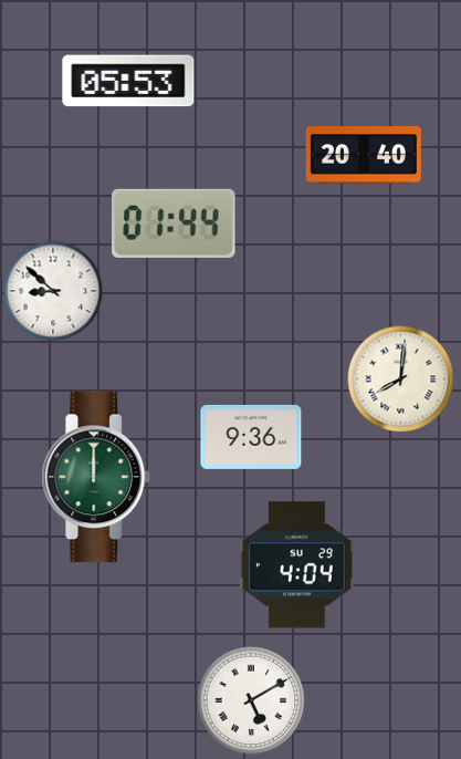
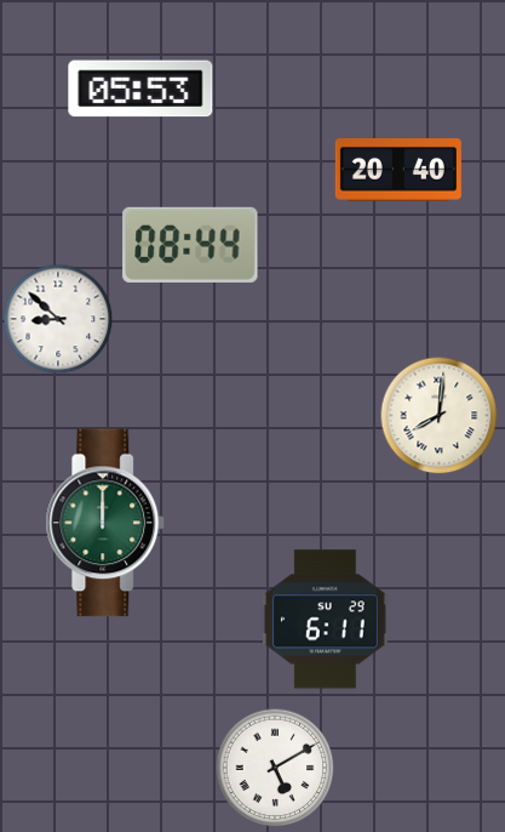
clock at (174, 223): 01:44 -> 08:44
clock at (251, 437): 9:36 -> none
clock at (296, 565): 4:04 -> 6:11
